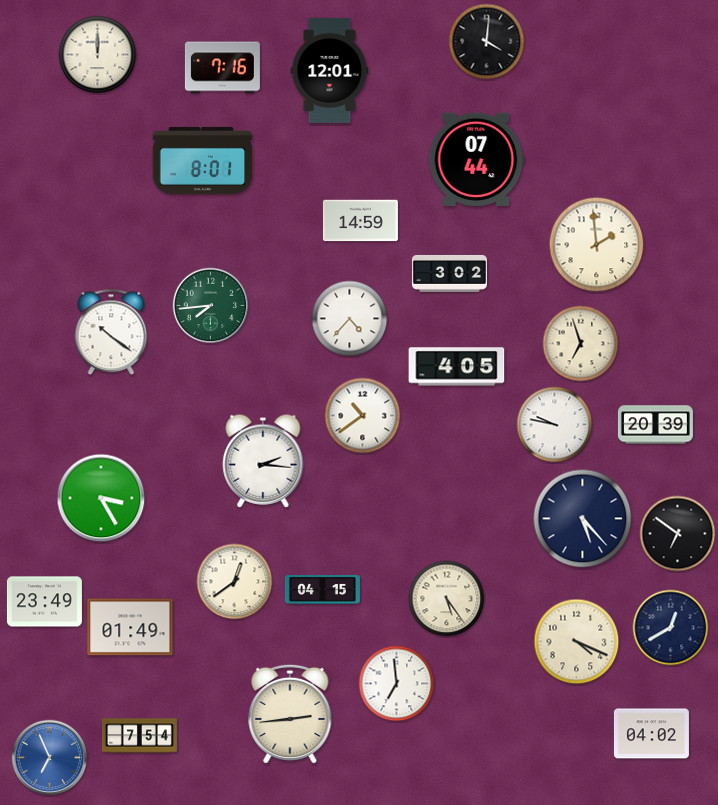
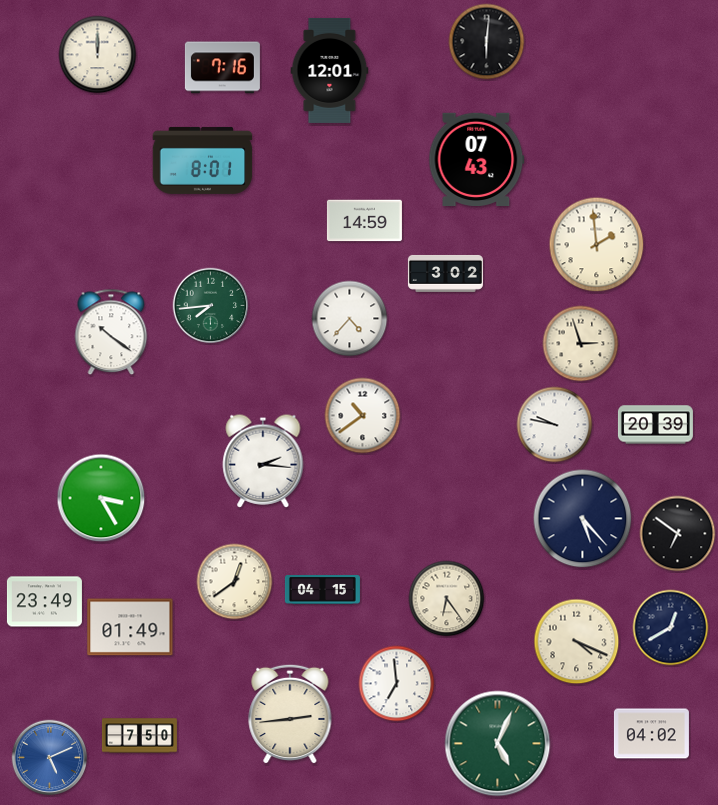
clock at (487, 42): 4:01 -> 6:01
clock at (477, 159): 07:44 -> 07:43
clock at (360, 221) position: (360, 221) -> (364, 221)
clock at (449, 273) position: (449, 273) -> (445, 273)
clock at (581, 344): 6:57 -> 2:57
clock at (457, 367): 4:05 -> none
clock at (447, 599): 5:24 -> 6:24
clock at (139, 736): 7:54 -> 7:50
clock at (498, 744): none -> 5:04
clock at (50, 758): 6:56 -> 5:11
